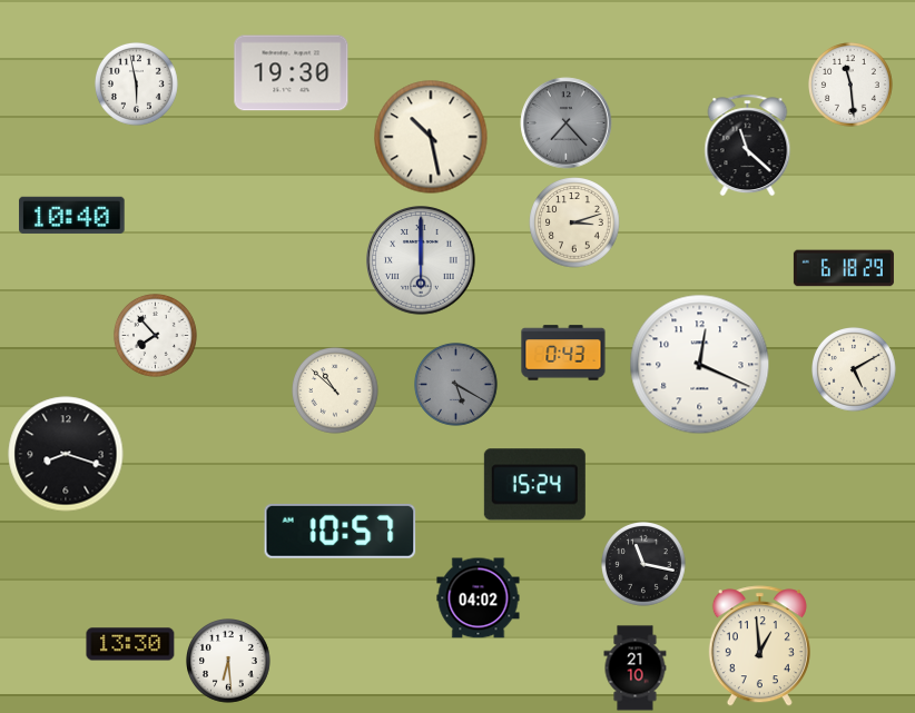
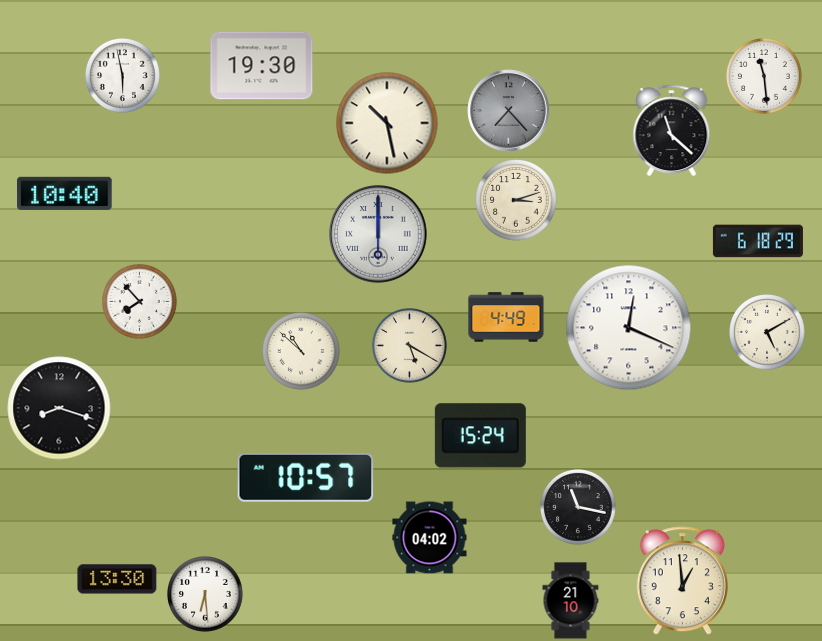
clock at (563, 353): 0:43 -> 4:49
clock at (456, 385) dial: grey -> cream
